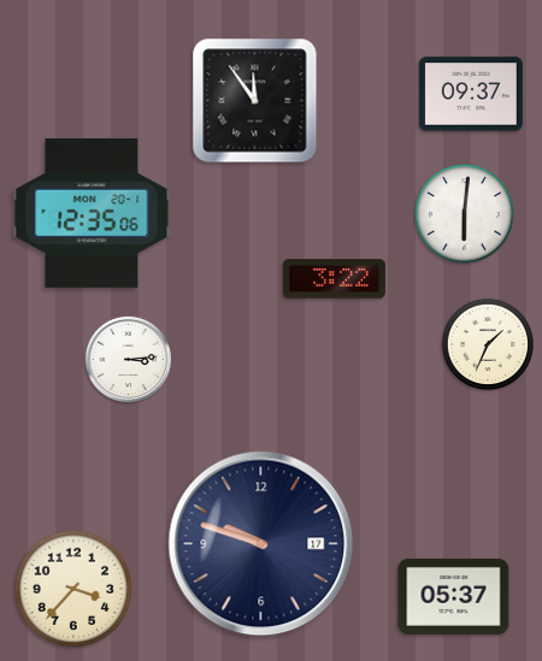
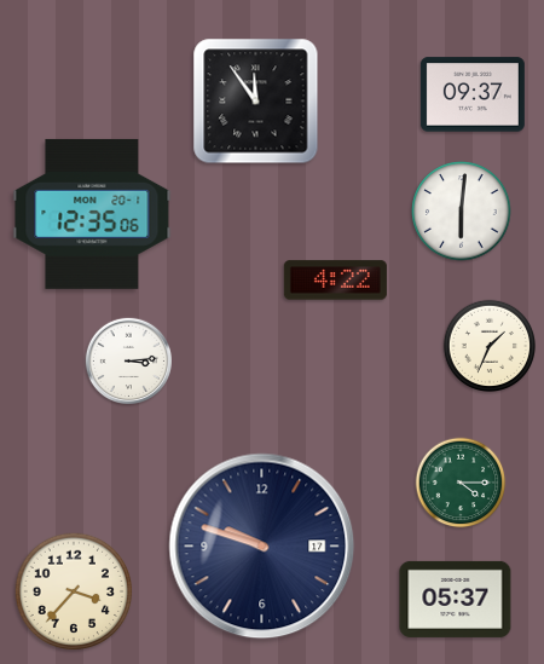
clock at (465, 214) position: (465, 214) -> (462, 212)
clock at (334, 279): 3:22 -> 4:22
clock at (461, 483): none -> 4:15
